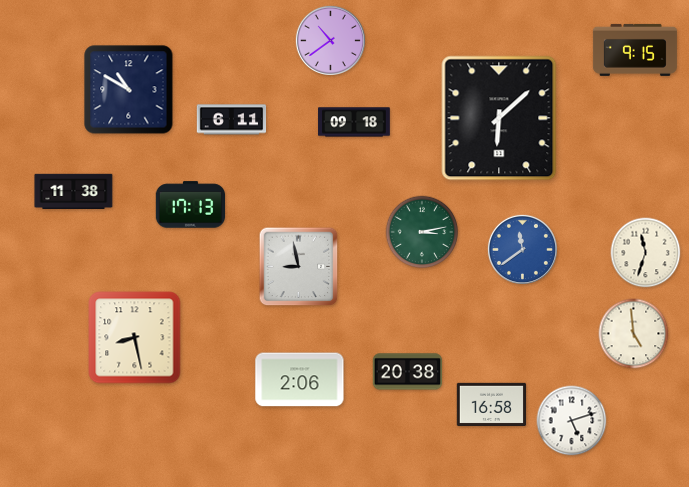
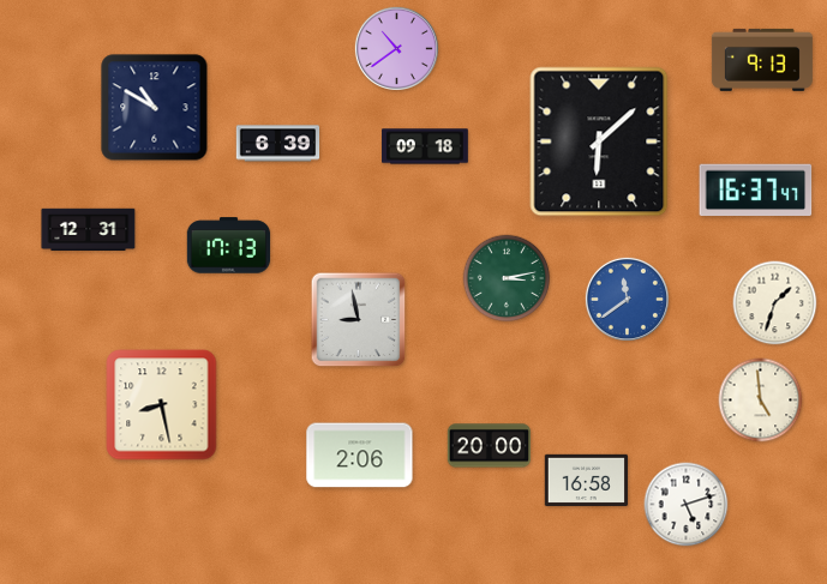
clock at (635, 50): 9:15 -> 9:13
clock at (232, 120): 6:11 -> 6:39
clock at (756, 191): none -> 16:37
clock at (74, 192): 11:38 -> 12:31
clock at (646, 253): 11:33 -> 1:33
clock at (408, 372): 20:38 -> 20:00
clock at (492, 404) position: (492, 404) -> (587, 480)
